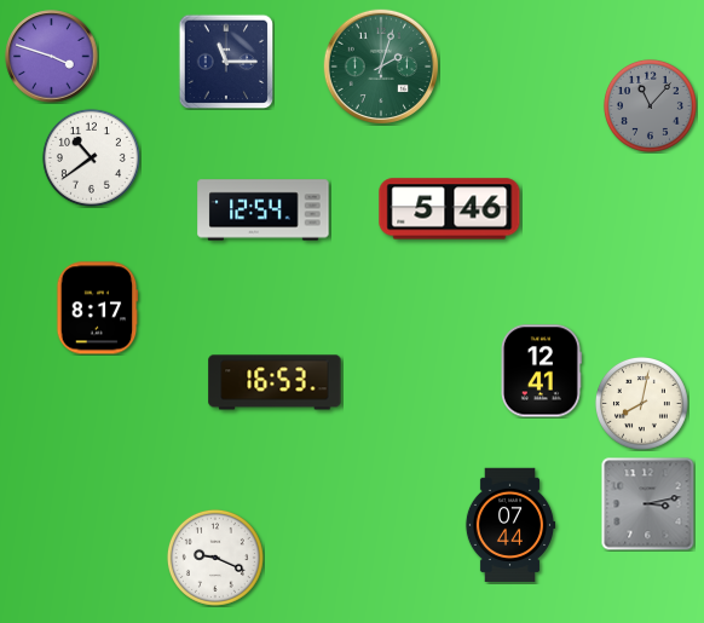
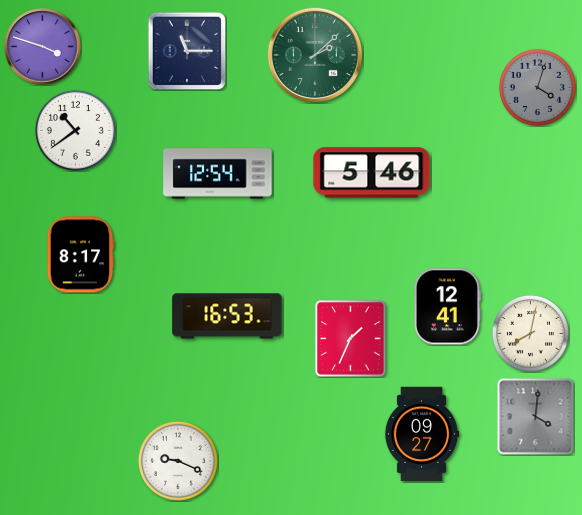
clock at (380, 65): 2:03 -> 2:08
clock at (650, 105): 11:07 -> 4:03
clock at (351, 339): none -> 1:34
clock at (648, 504): 3:13 -> 4:01
clock at (510, 525): 07:44 -> 09:27
